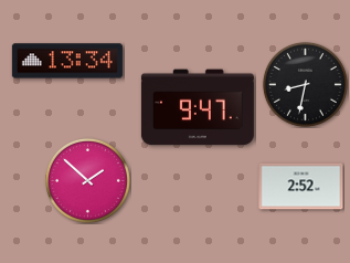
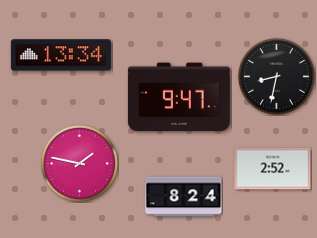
clock at (87, 180): 1:52 -> 1:47
clock at (184, 197): none -> 8:24
